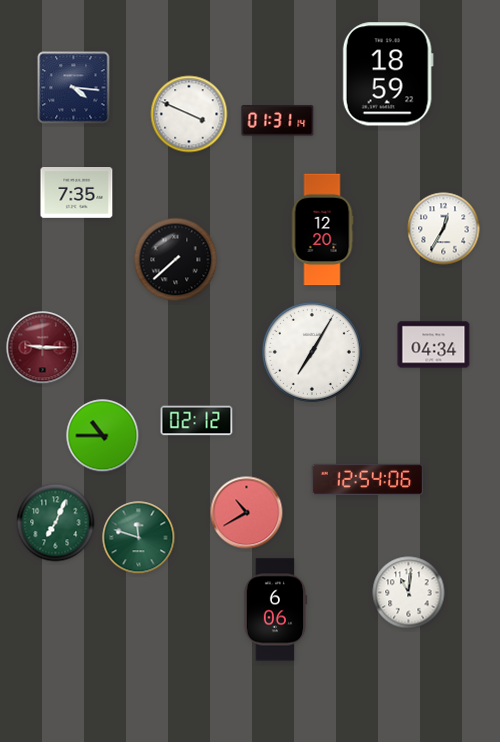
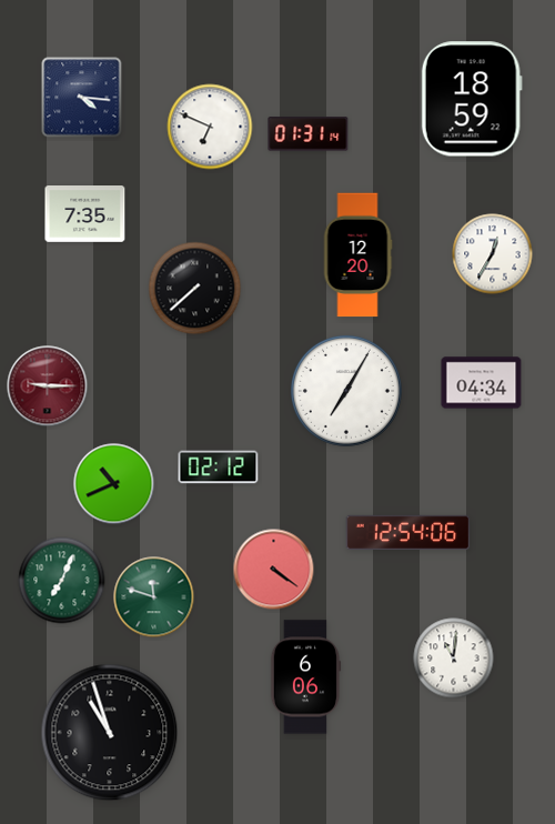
clock at (388, 74) position: (388, 74) -> (472, 99)
clock at (189, 114): 3:49 -> 6:49
clock at (103, 436): 10:45 -> 10:41
clock at (247, 513): 10:40 -> 4:21
clock at (110, 733): none -> 10:57
